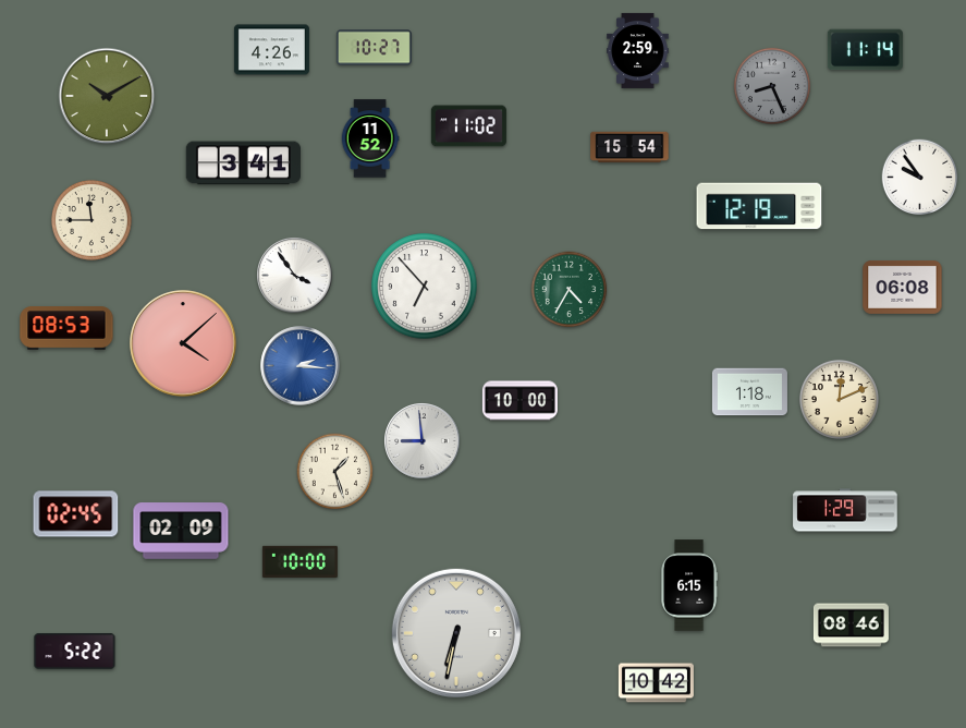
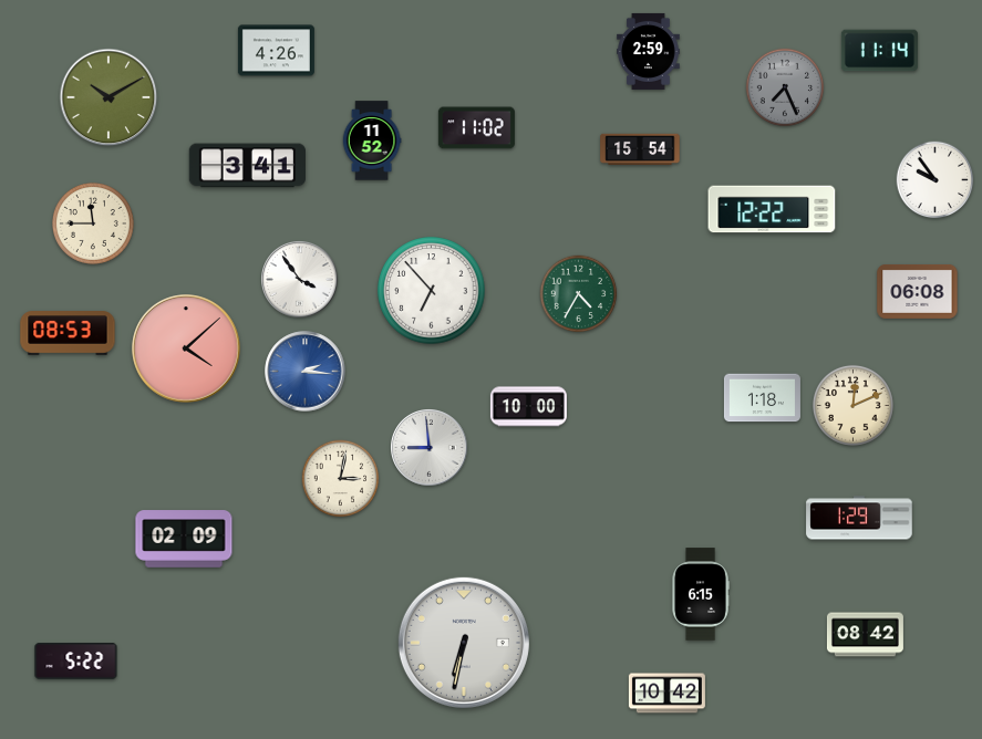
clock at (374, 48): 10:27 -> none
clock at (772, 86): 8:26 -> 7:26
clock at (370, 138) position: (370, 138) -> (372, 140)
clock at (759, 206): 12:19 -> 12:22
clock at (335, 472): 1:27 -> 3:02
clock at (76, 514): 02:45 -> none
clock at (299, 561): 10:00 -> none
clock at (851, 626): 08:46 -> 08:42
